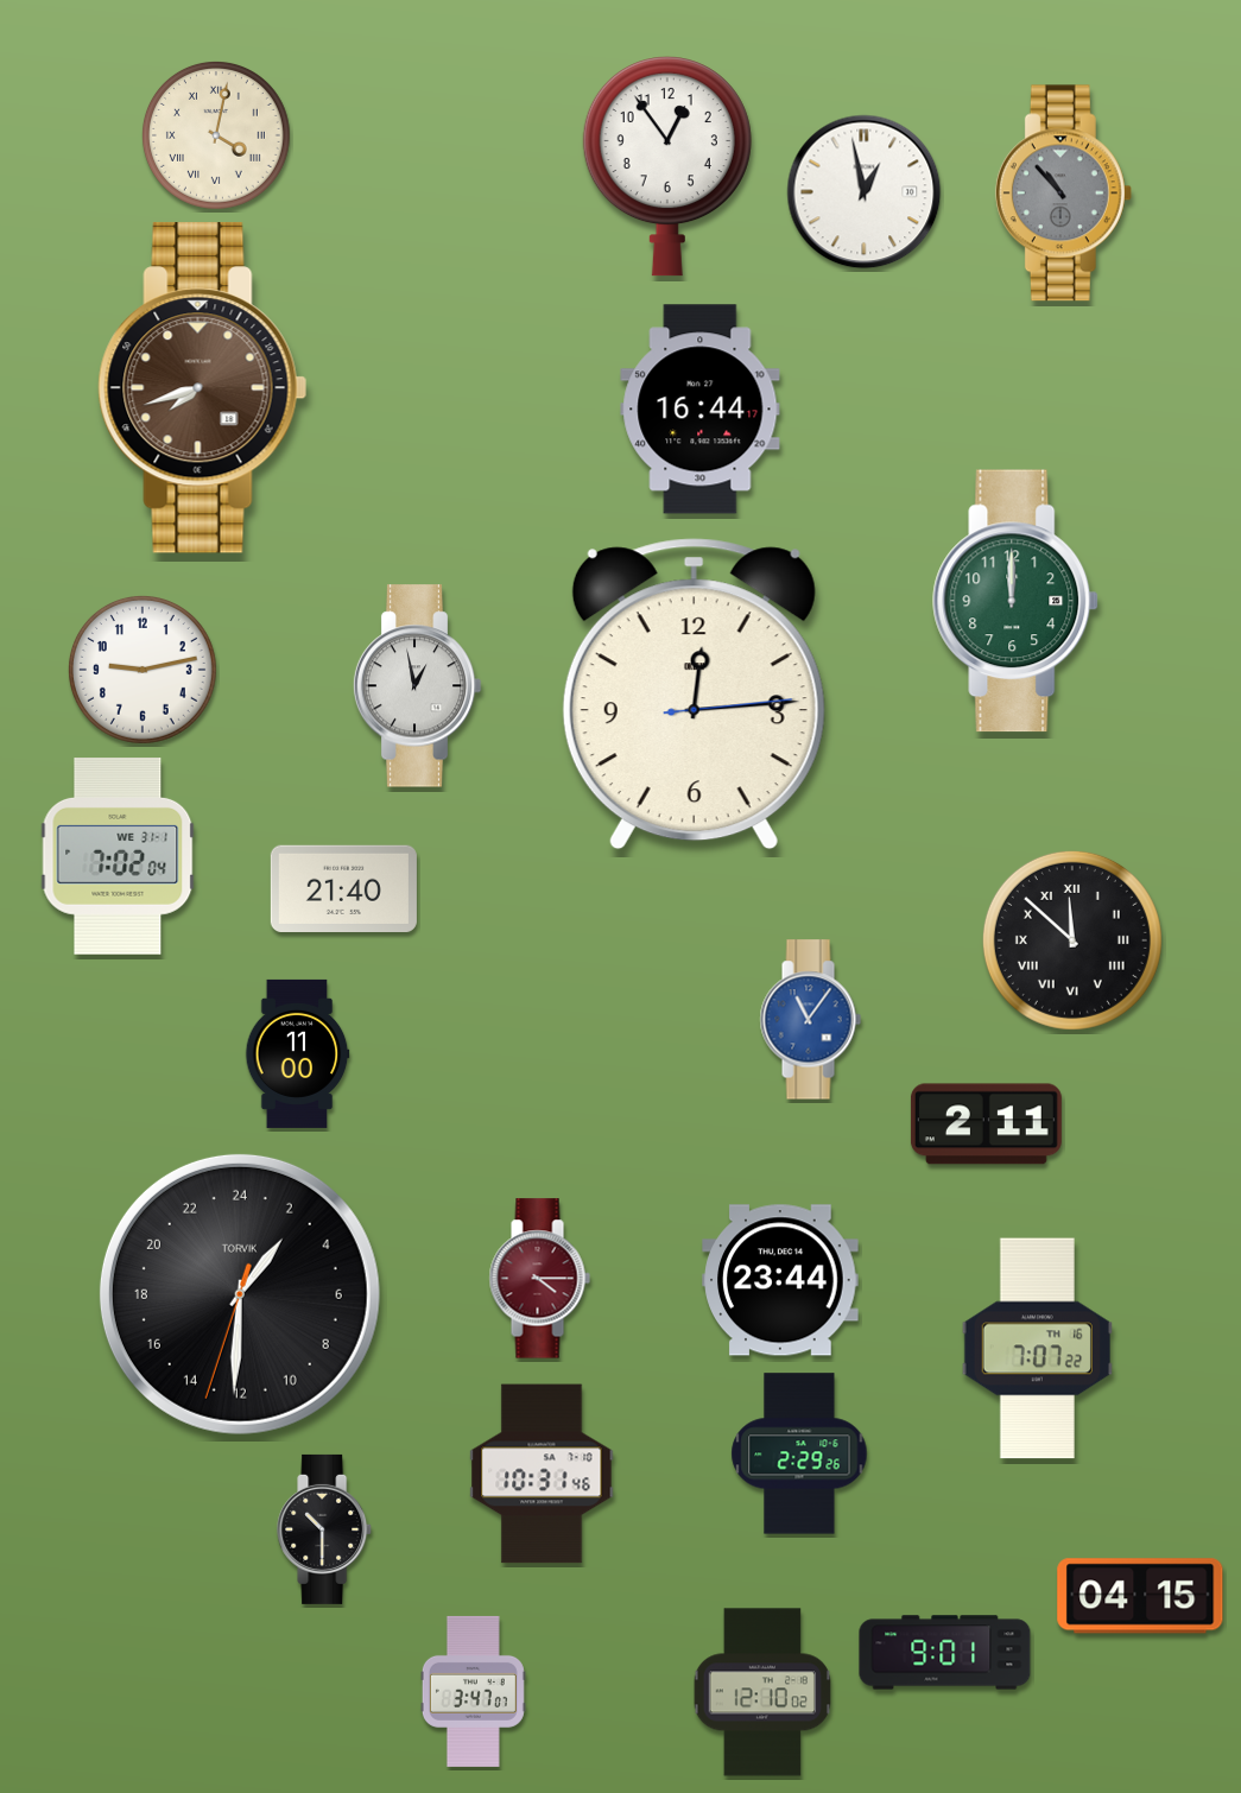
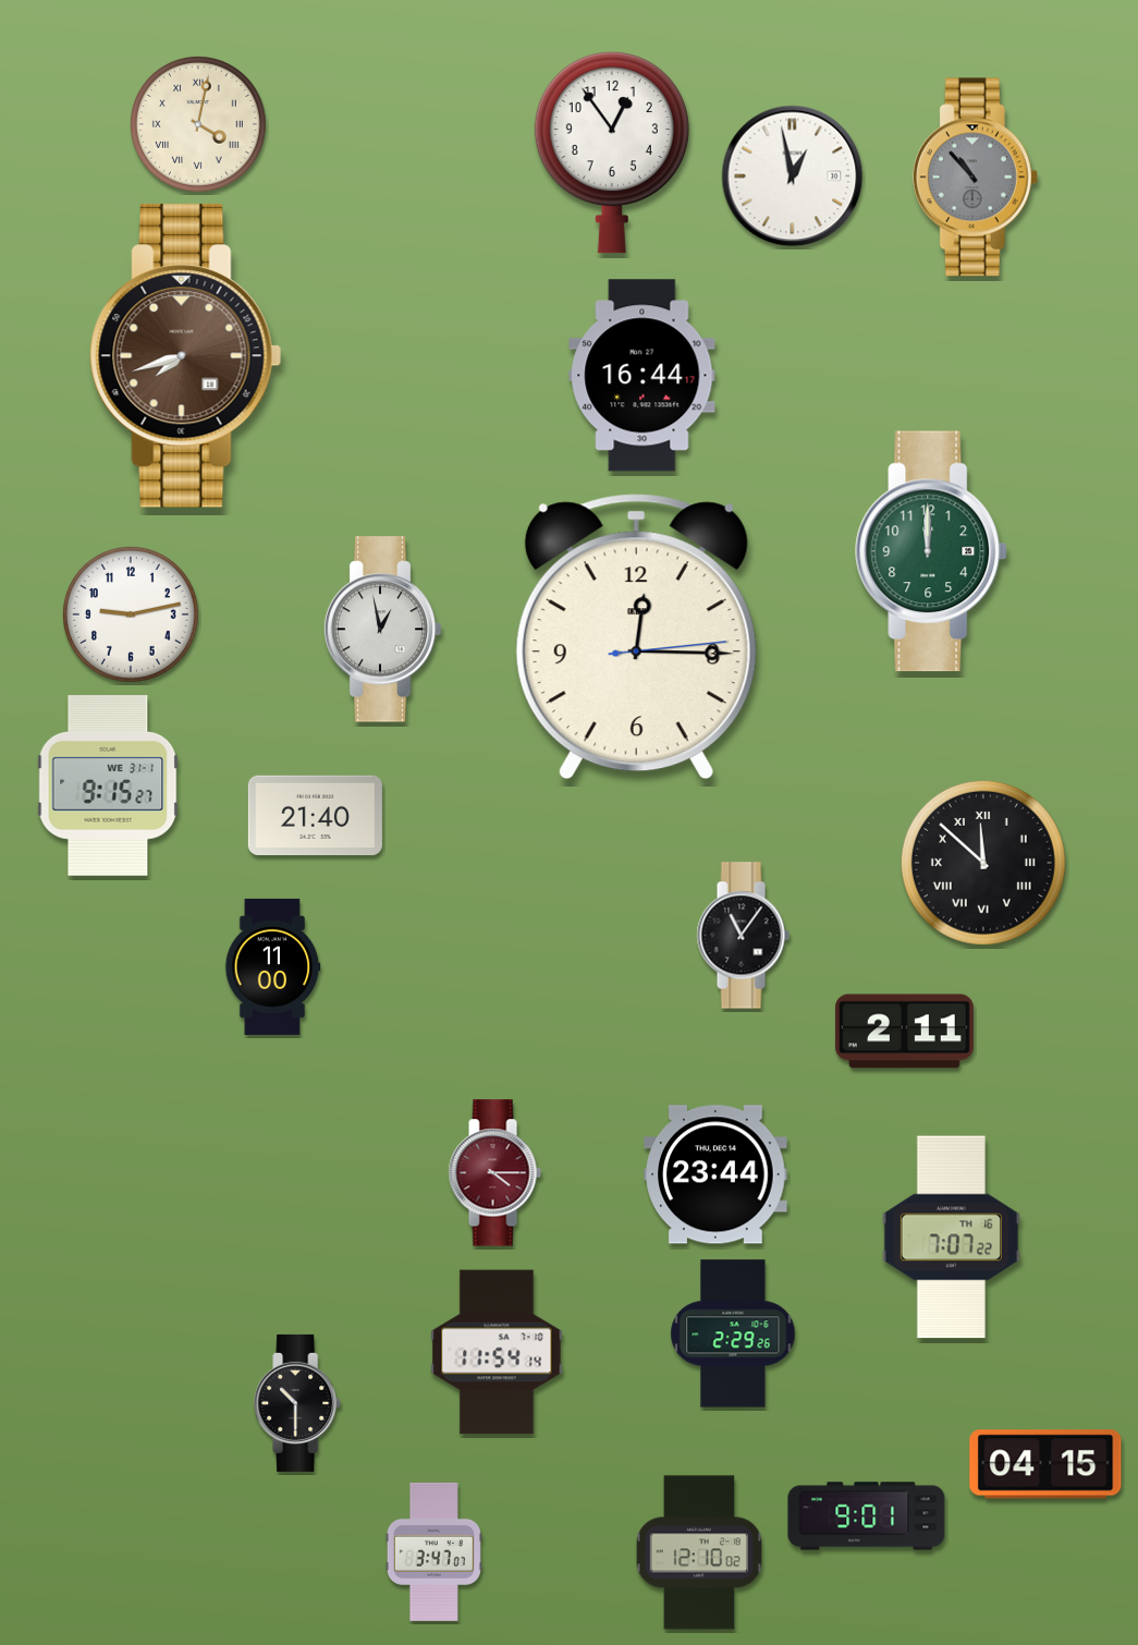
clock at (694, 695): 12:14 -> 12:15
clock at (118, 857): 7:02 -> 9:15
clock at (810, 1020) dial: blue -> black
clock at (240, 1294): 2:30 -> none
clock at (542, 1474): 10:31 -> 11:54
